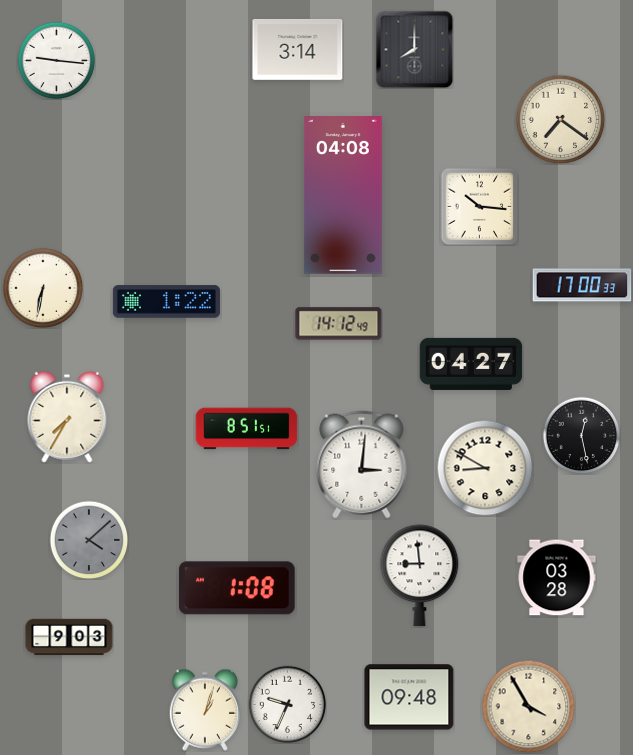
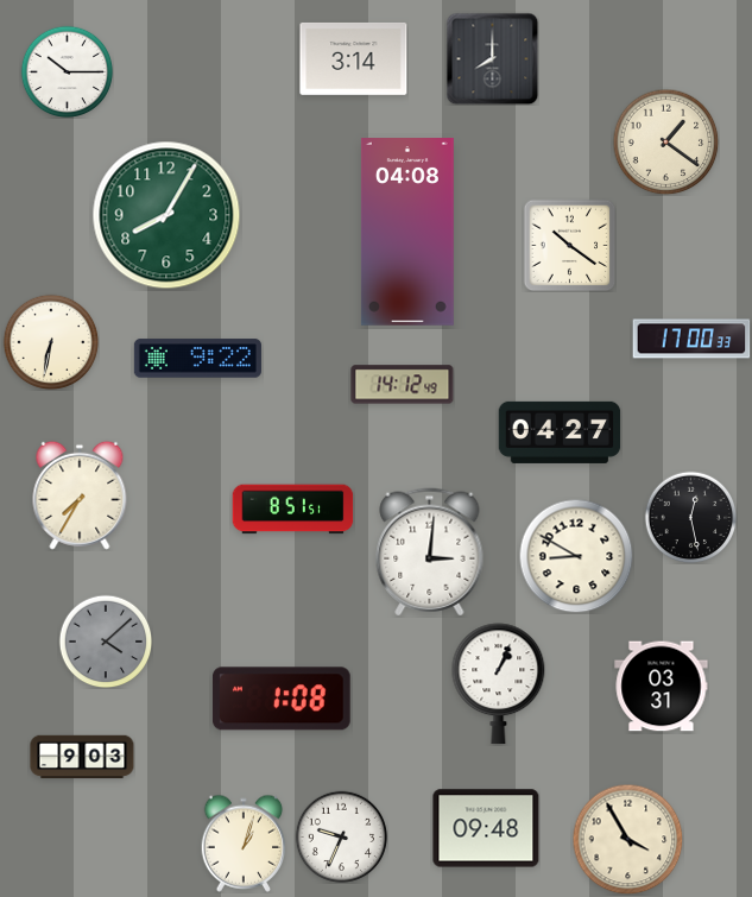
clock at (56, 60): 9:16 -> 10:15
clock at (560, 119): 7:21 -> 1:21
clock at (166, 215): none -> 8:05
clock at (479, 206): 10:16 -> 10:21
clock at (166, 302): 1:22 -> 9:22
clock at (420, 576): 8:59 -> 1:04
clock at (557, 578): 03:28 -> 03:31
